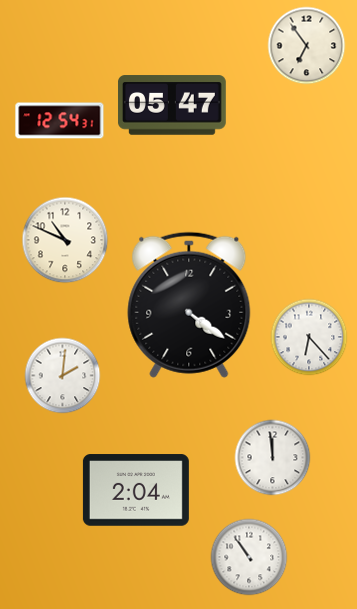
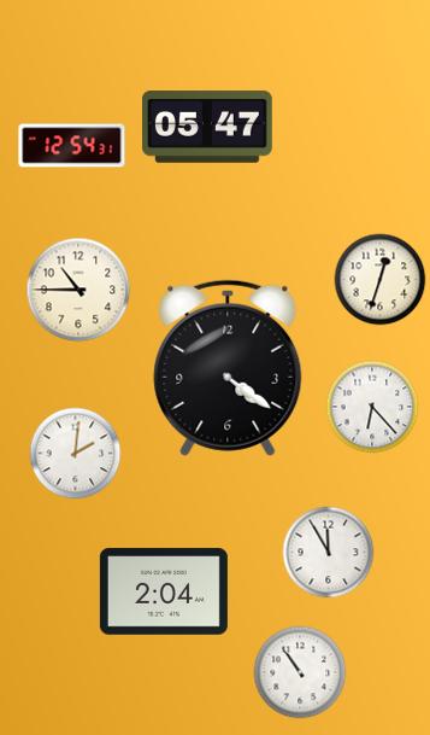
clock at (307, 46): 6:54 -> none
clock at (381, 280): none -> 12:33
clock at (65, 240): 10:49 -> 10:45
clock at (273, 458): 11:59 -> 11:55
